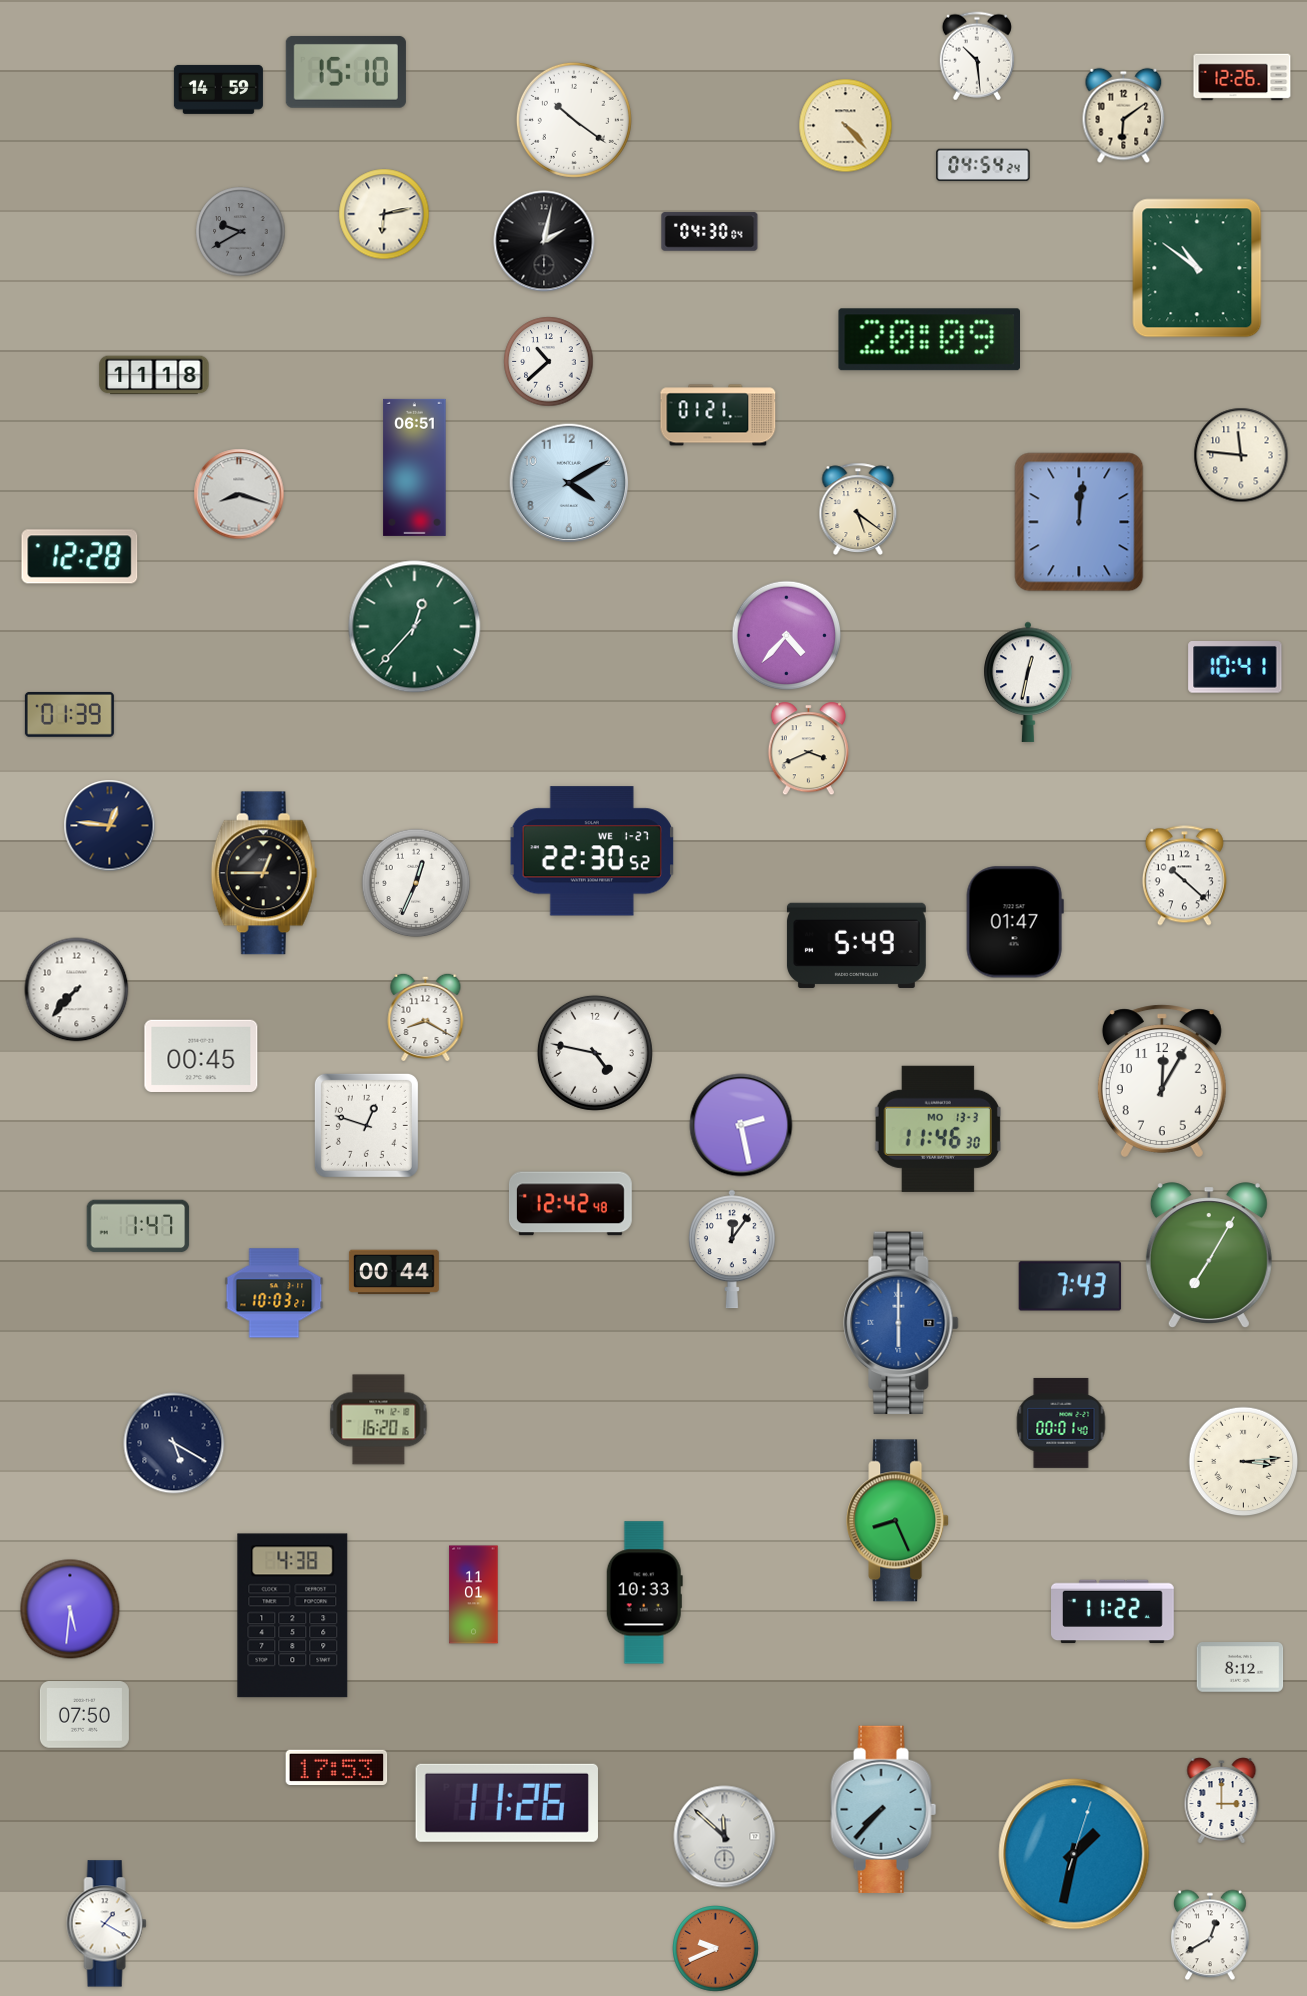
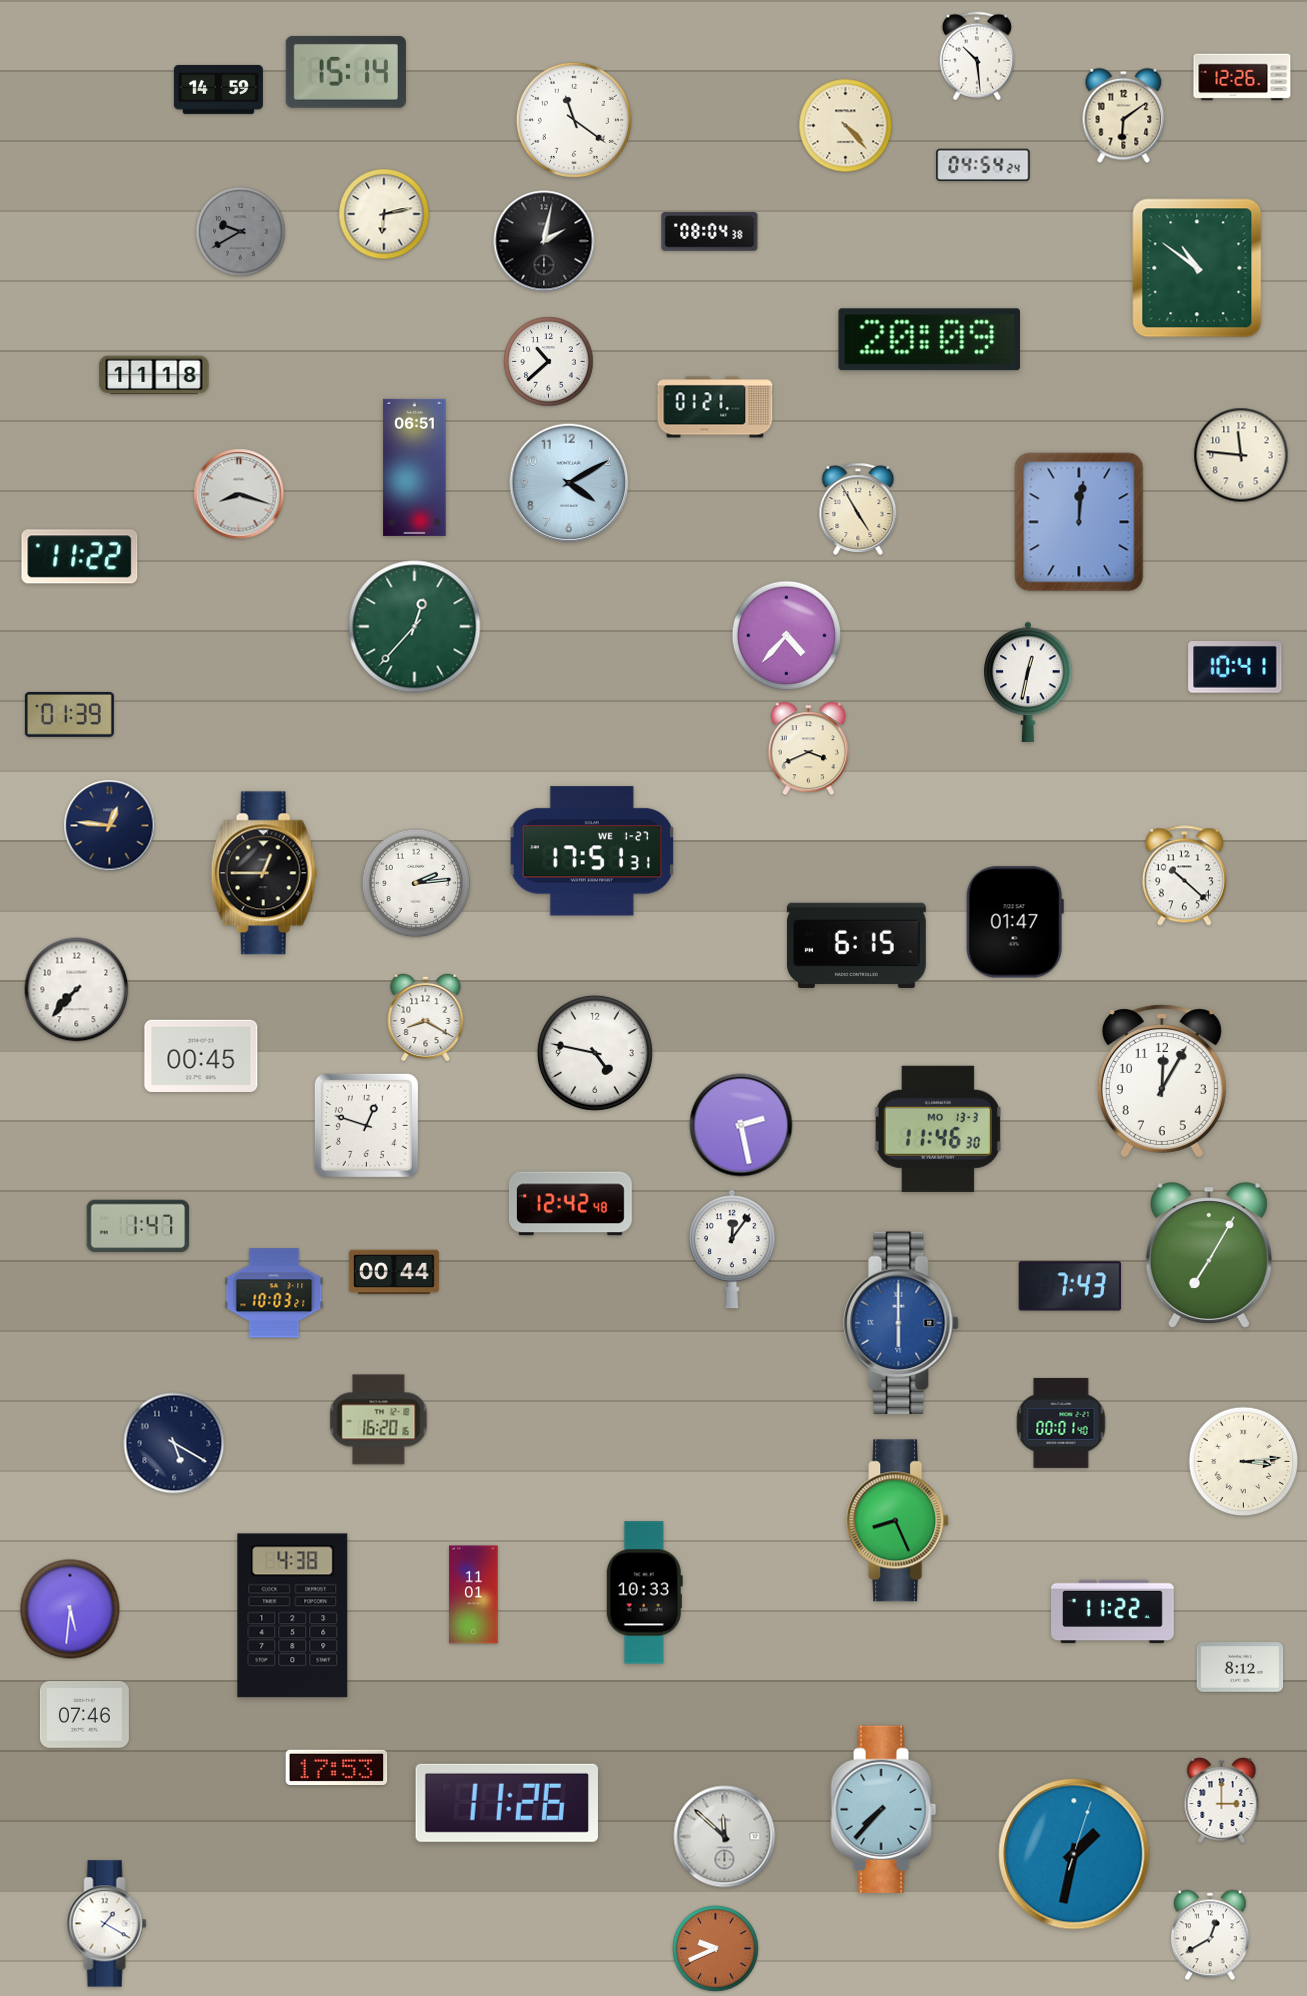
clock at (346, 72): 15:10 -> 15:14
clock at (574, 120): 10:21 -> 11:21
clock at (710, 232): 04:30 -> 08:04
clock at (718, 415) position: (718, 415) -> (715, 407)
clock at (858, 508): 5:21 -> 4:55
clock at (80, 557): 12:28 -> 11:22
clock at (591, 851): 22:30 -> 17:51
clock at (416, 883): 12:34 -> 2:14
clock at (856, 945): 5:49 -> 6:15
clock at (84, 1715): 07:50 -> 07:46
